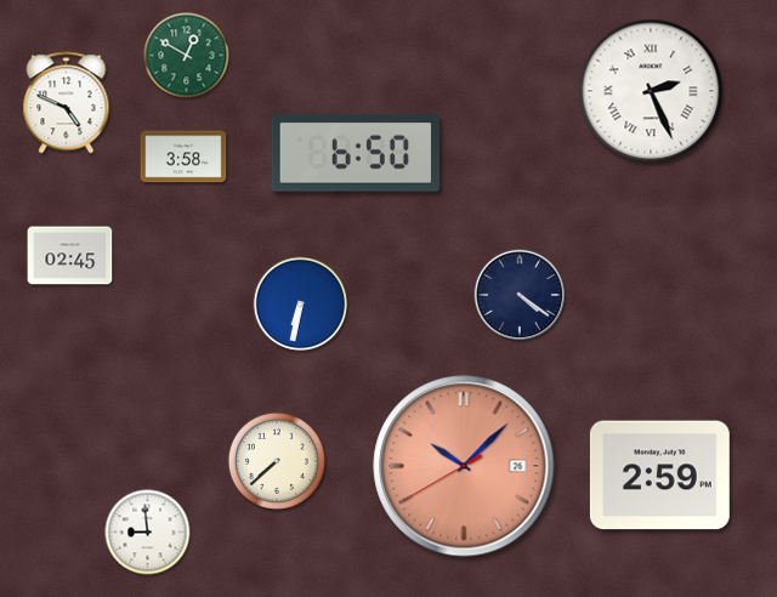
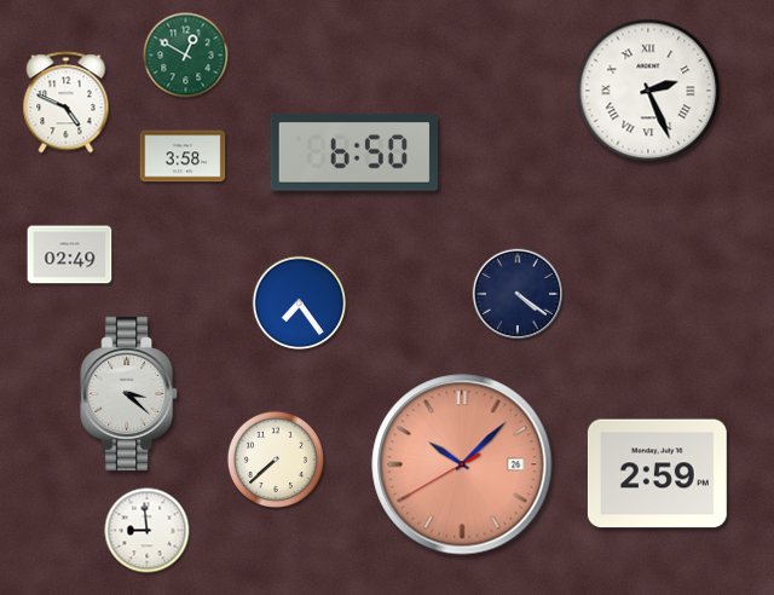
clock at (70, 256): 02:45 -> 02:49
clock at (301, 305): 6:32 -> 7:24
clock at (129, 393): none -> 3:22
